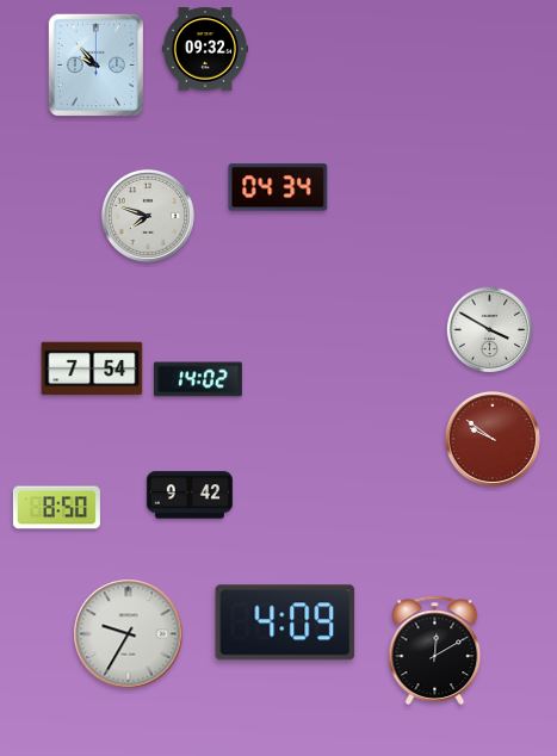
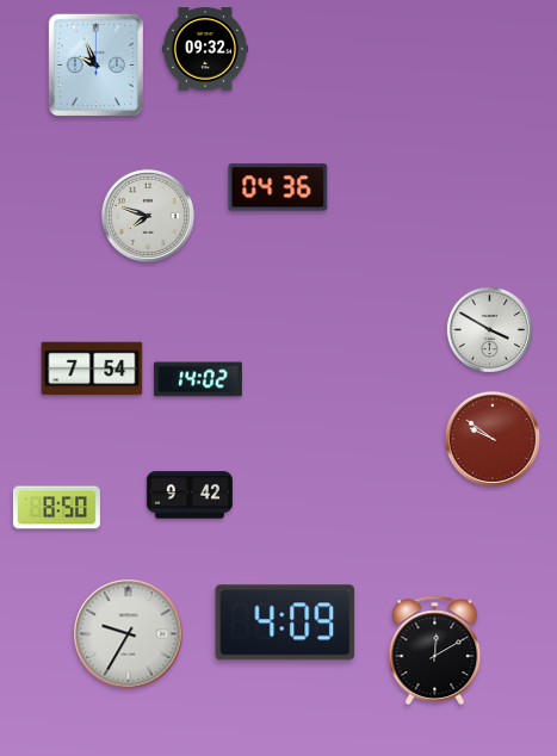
clock at (95, 64): 9:53 -> 9:56
clock at (278, 187): 04:34 -> 04:36
